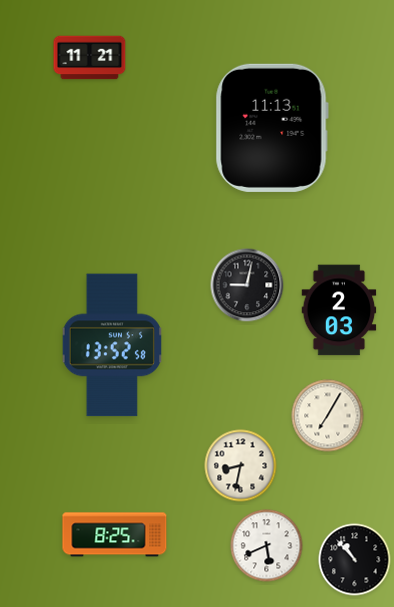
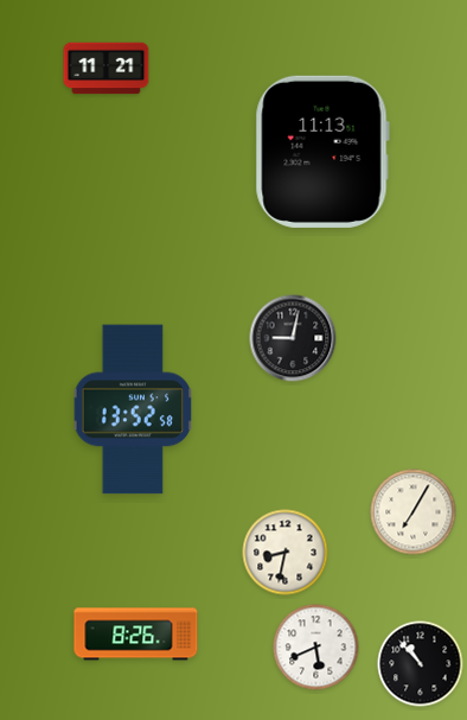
clock at (339, 310): 2:03 -> none
clock at (328, 416) position: (328, 416) -> (414, 512)
clock at (115, 535): 8:25 -> 8:26
